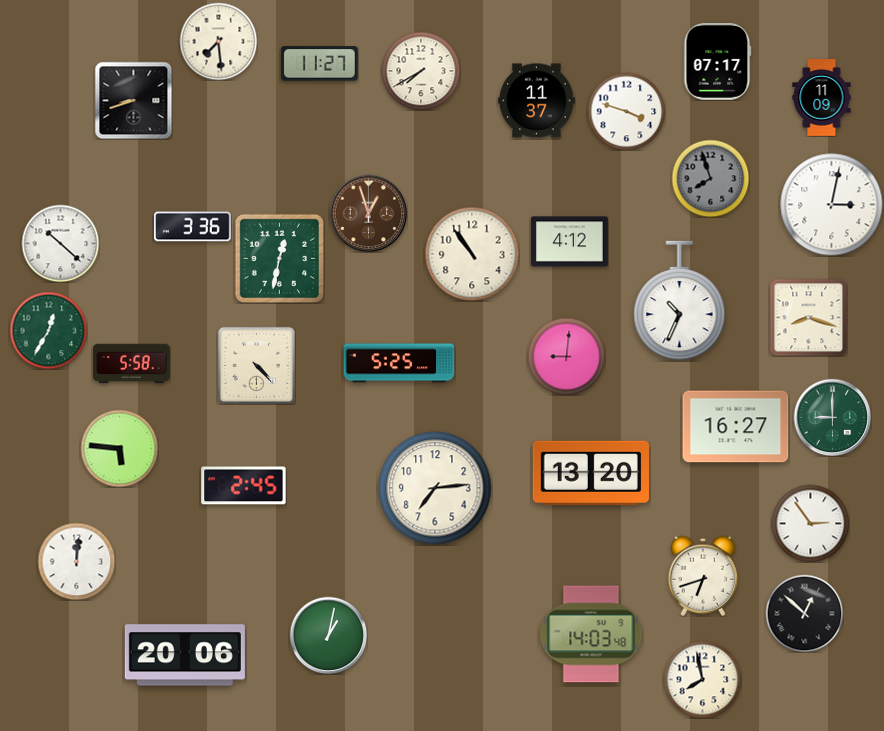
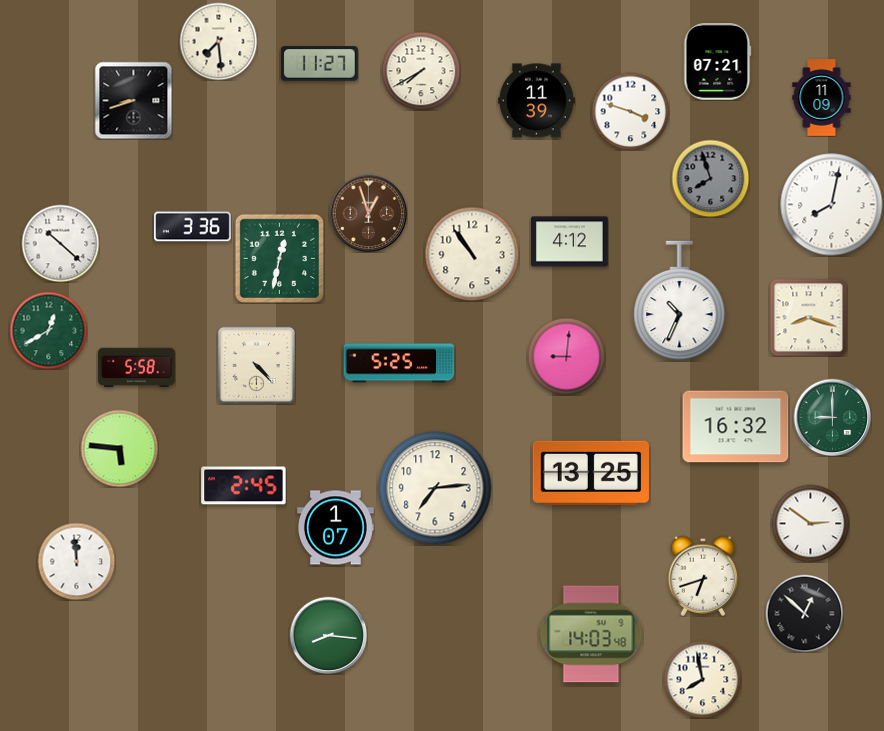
clock at (718, 62): 07:17 -> 07:21
clock at (537, 101): 11:37 -> 11:39
clock at (626, 111) position: (626, 111) -> (630, 111)
clock at (832, 205): 3:02 -> 8:02
clock at (48, 330): 12:35 -> 12:40
clock at (132, 364) position: (132, 364) -> (137, 368)
clock at (736, 427): 16:27 -> 16:32
clock at (591, 473): 13:20 -> 13:25
clock at (810, 523): 2:54 -> 2:51
clock at (336, 528): none -> 1:07
clock at (76, 561): 12:01 -> 11:59
clock at (328, 635): 1:02 -> 8:16
clock at (185, 655): 20:06 -> none
